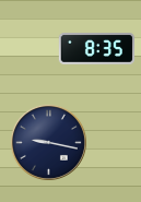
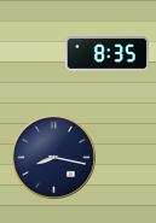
clock at (48, 142): 9:17 -> 8:17
